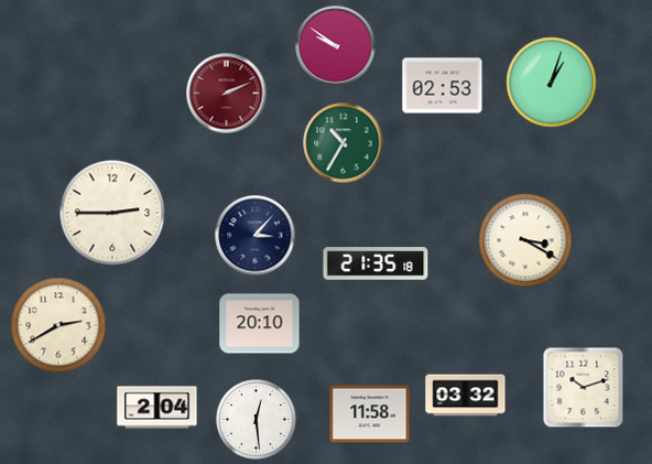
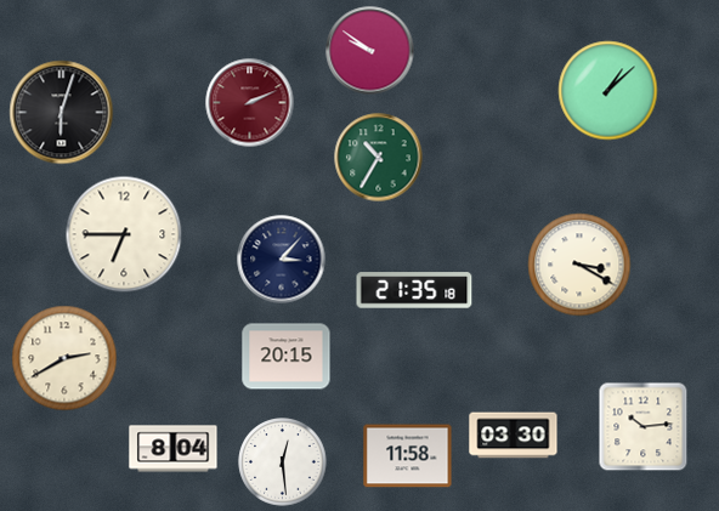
clock at (552, 83): 1:03 -> 1:08
clock at (443, 86): 02:53 -> none
clock at (62, 113): none -> 6:03
clock at (112, 213): 2:45 -> 6:45
clock at (260, 324): 20:10 -> 20:15
clock at (584, 388): 10:12 -> 10:14
clock at (466, 396): 03:32 -> 03:30
clock at (157, 408): 2:04 -> 8:04
